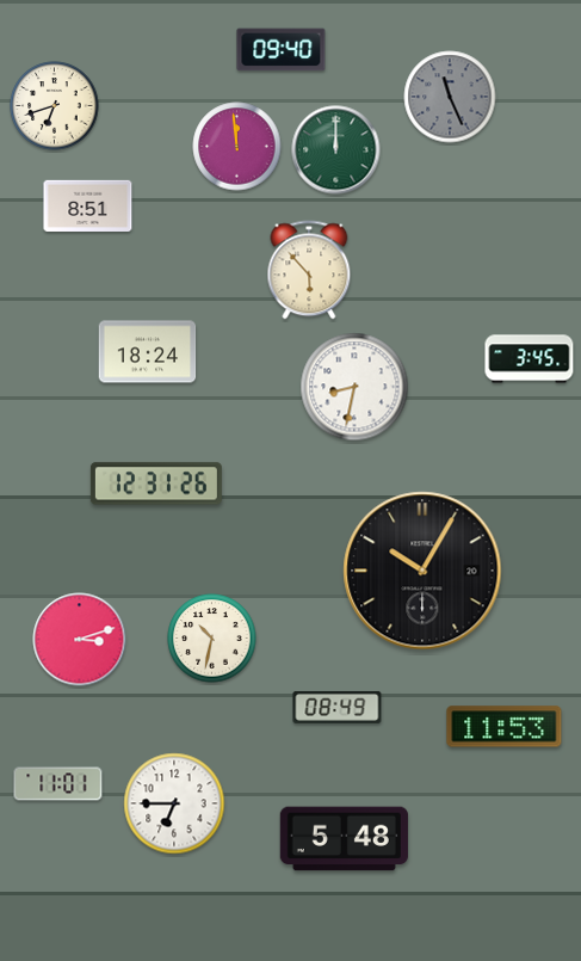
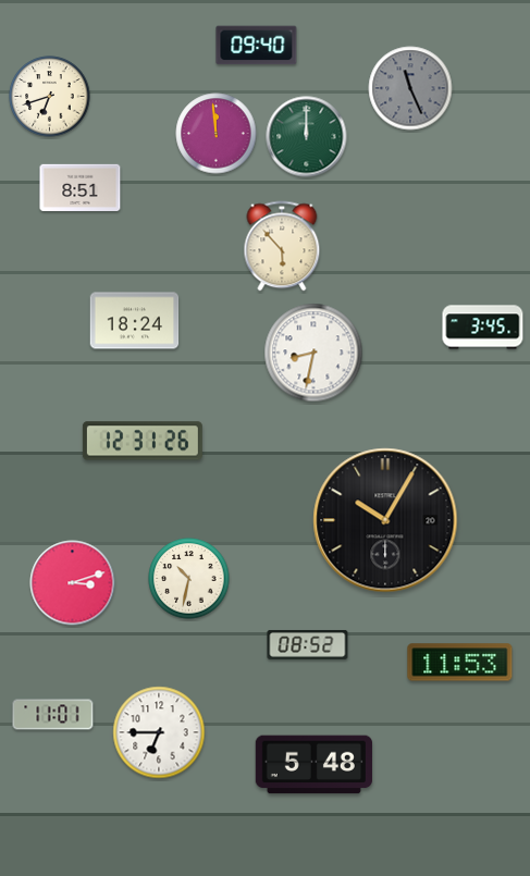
clock at (354, 387) position: (354, 387) -> (313, 353)
clock at (212, 639) position: (212, 639) -> (189, 579)
clock at (338, 708): 08:49 -> 08:52
